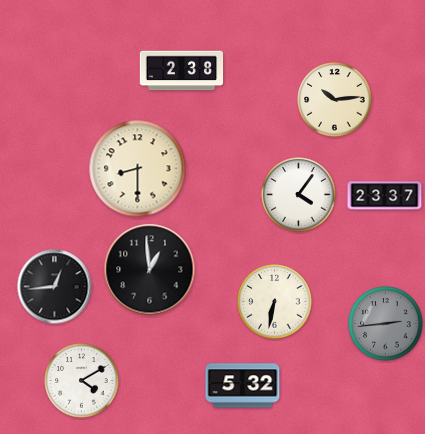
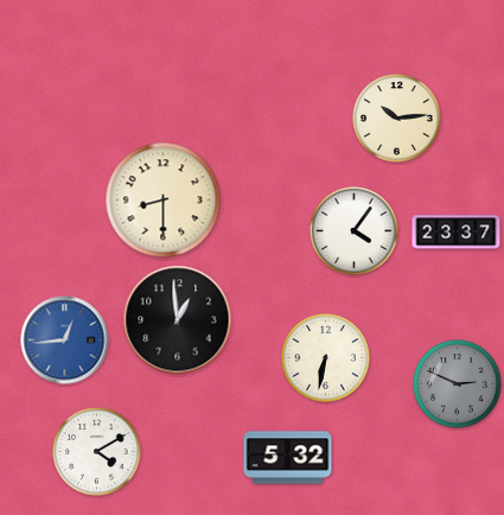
clock at (182, 71): 2:38 -> none
clock at (55, 287) dial: black -> blue
clock at (386, 324): 2:44 -> 2:49
